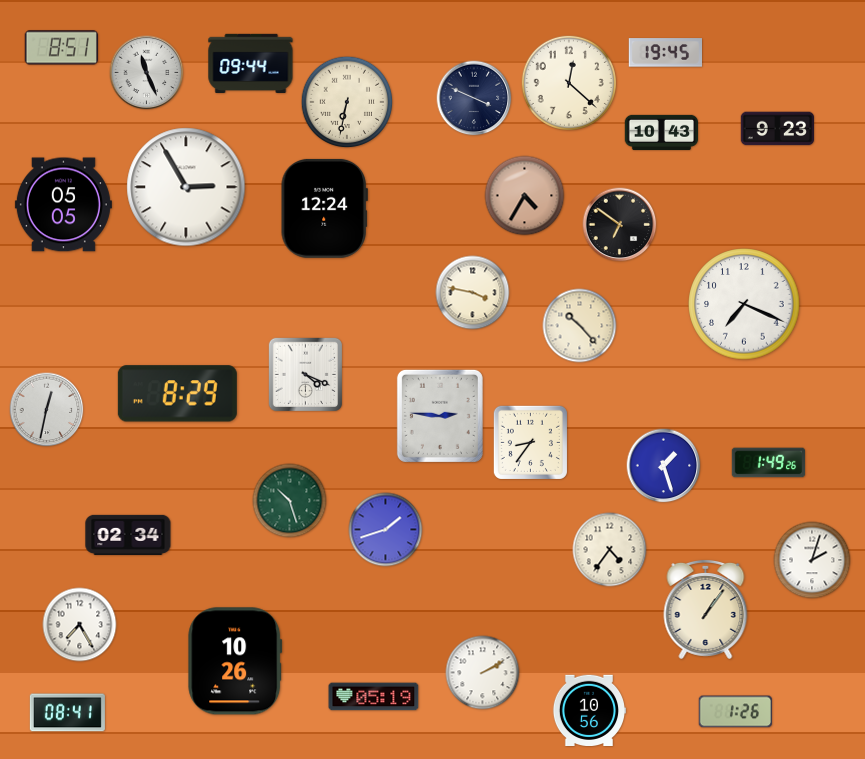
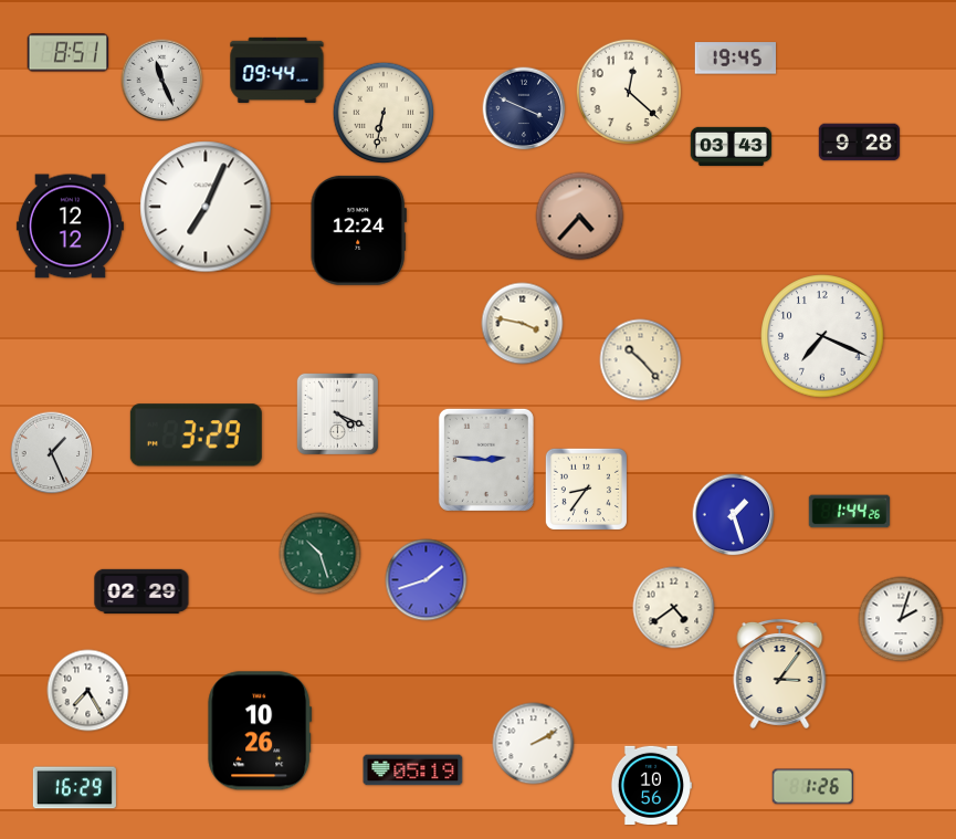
clock at (778, 129): 9:23 -> 9:28
clock at (662, 132): 10:43 -> 03:43
clock at (186, 187): 2:55 -> 7:04
clock at (525, 196): 4:35 -> 4:37
clock at (63, 205): 05:05 -> 12:12
clock at (620, 225): 6:51 -> none
clock at (177, 394): 8:29 -> 3:29
clock at (47, 410): 12:32 -> 1:26
clock at (769, 463): 1:49 -> 1:44
clock at (386, 530) position: (386, 530) -> (427, 580)
clock at (128, 535): 02:34 -> 02:29
clock at (610, 550): 4:36 -> 4:39
clock at (812, 560) position: (812, 560) -> (901, 619)
clock at (706, 609): 1:06 -> 3:06
clock at (67, 713): 08:41 -> 16:29
